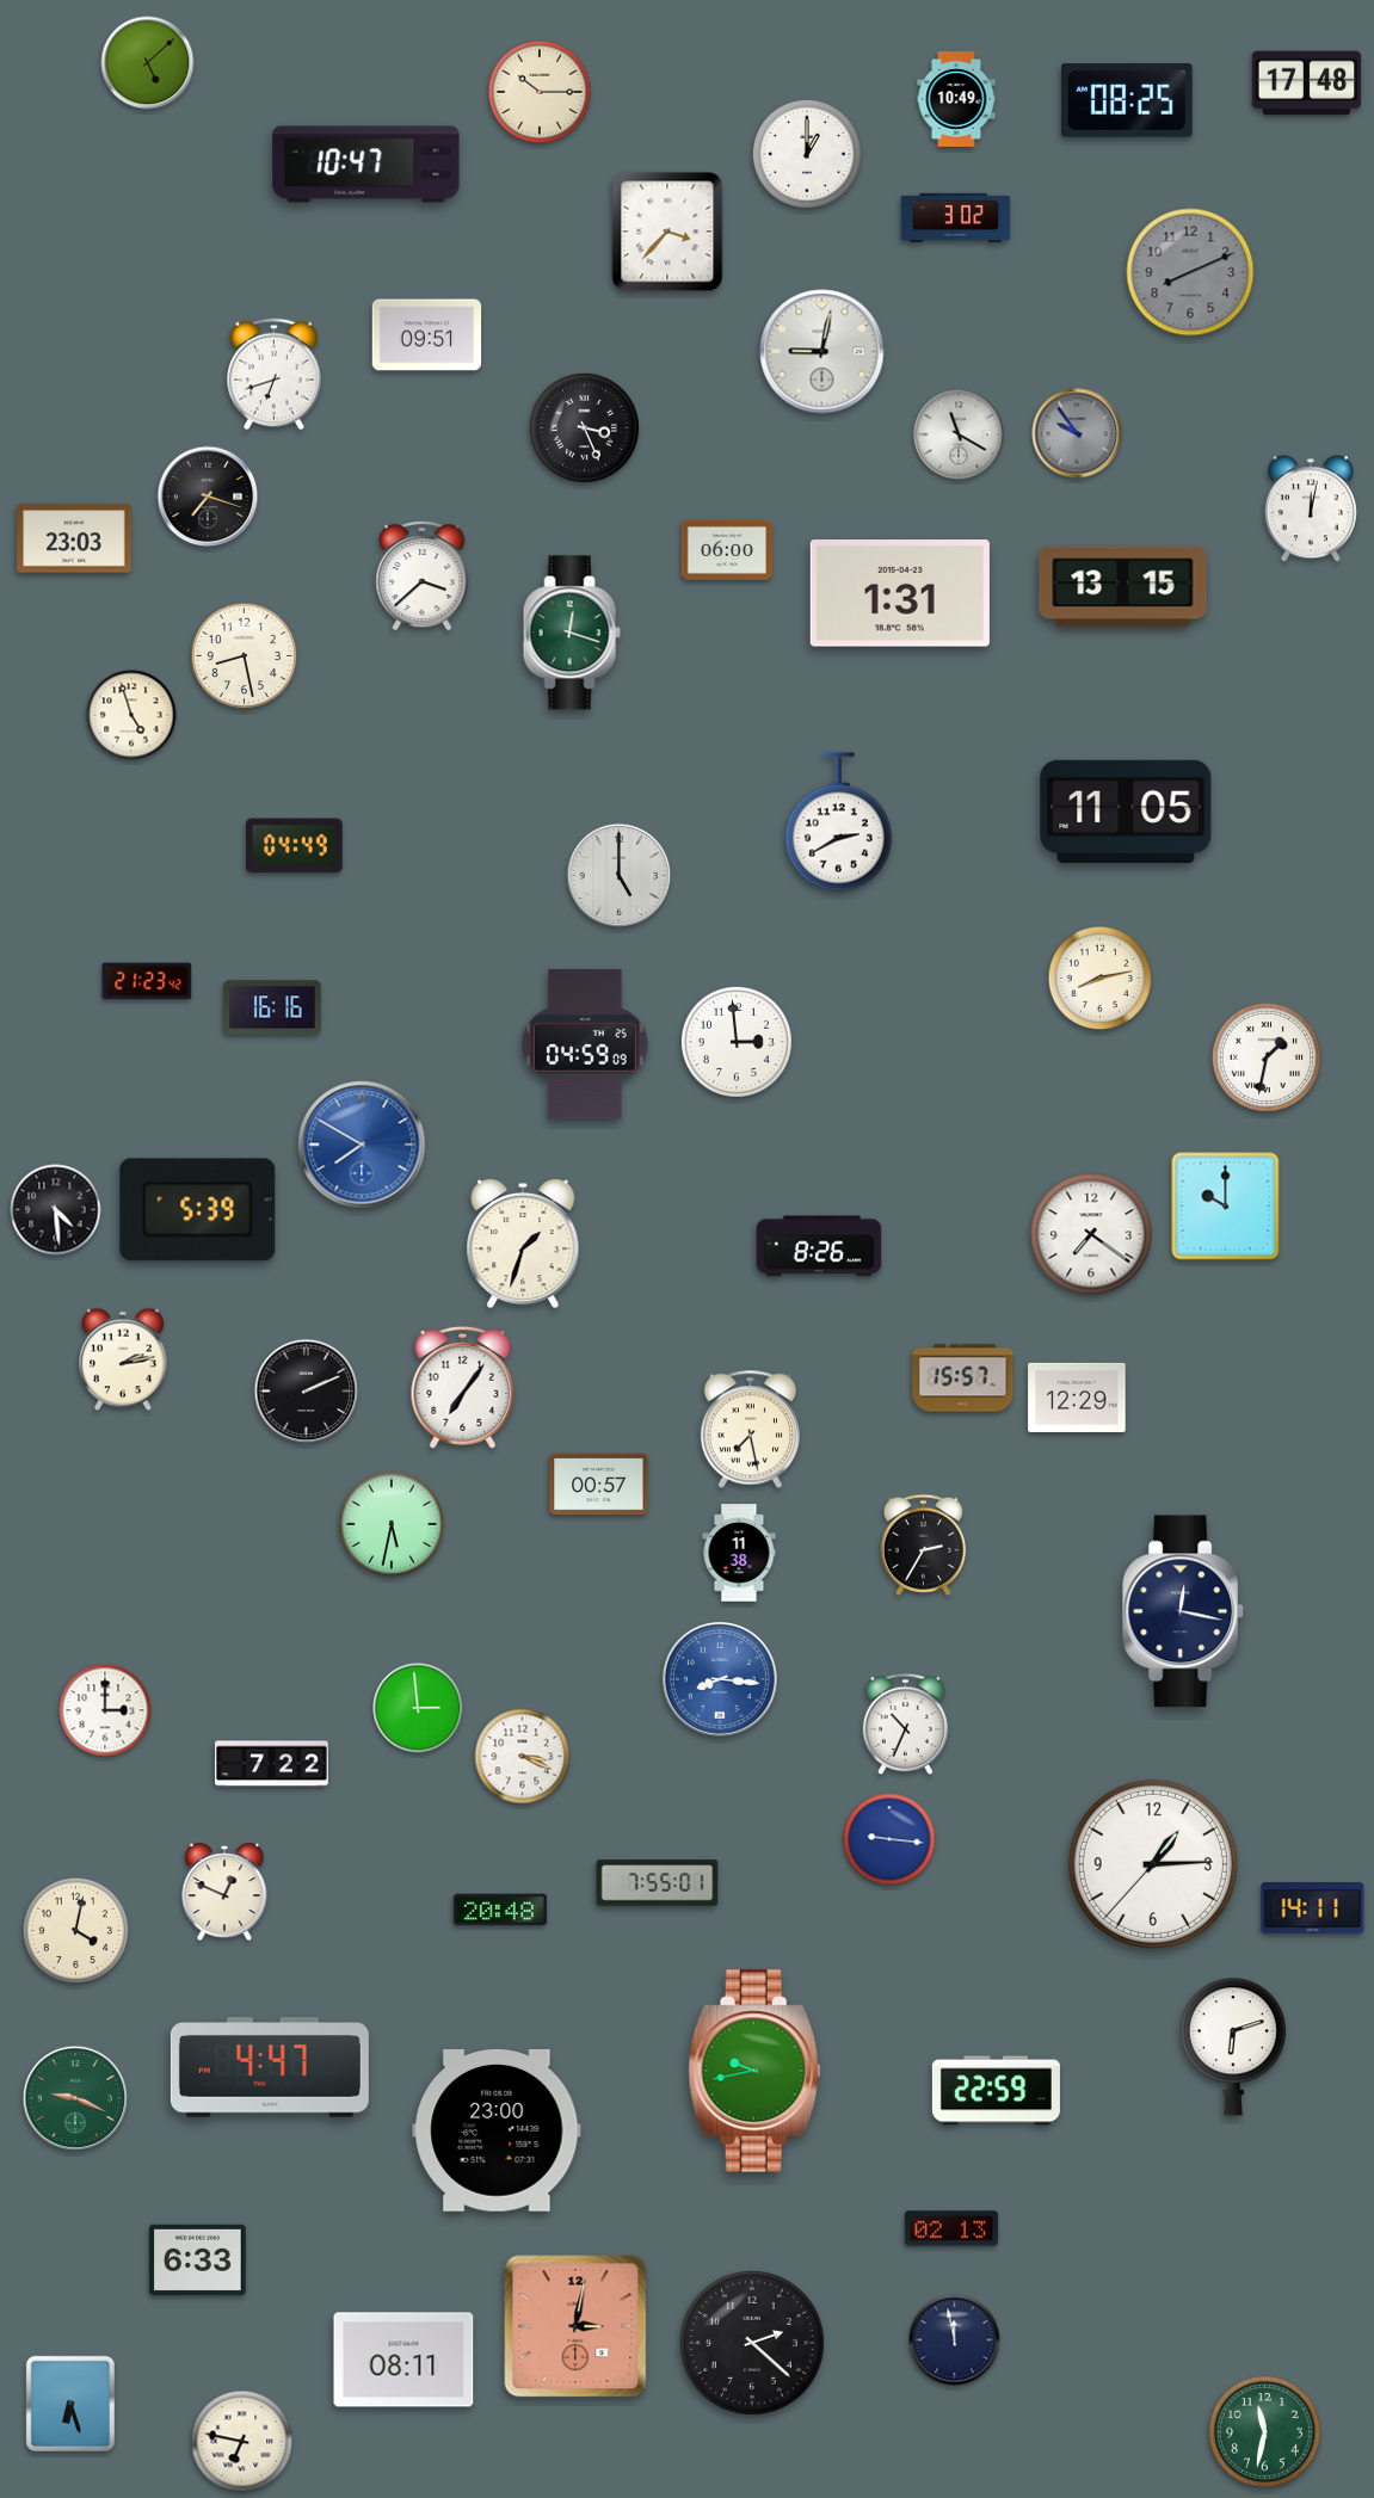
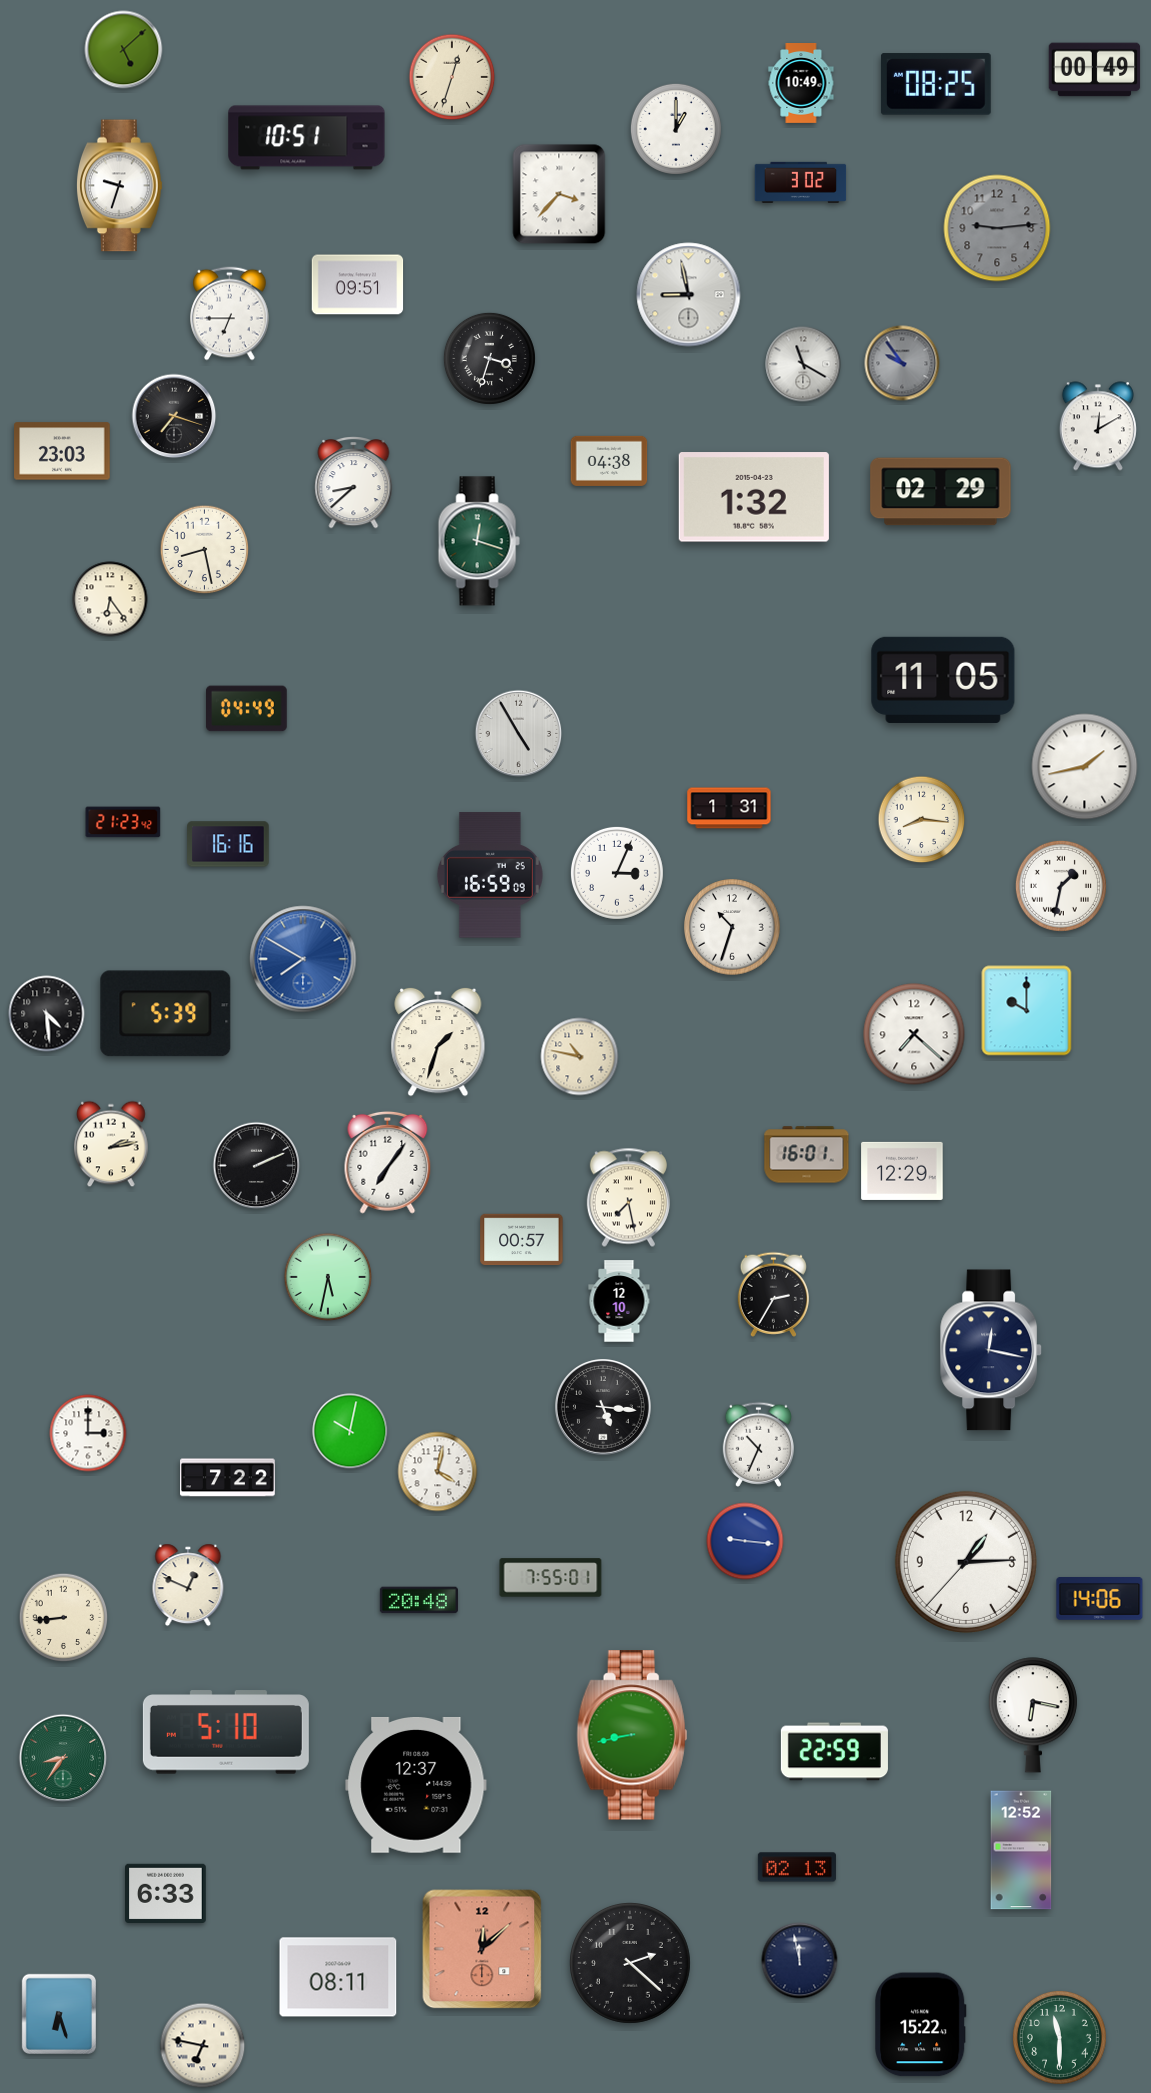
clock at (148, 63) position: (148, 63) -> (124, 50)
clock at (1307, 84): 17:48 -> 00:49
clock at (540, 92): 10:15 -> 12:33
clock at (1127, 100) position: (1127, 100) -> (936, 84)
clock at (366, 165): 10:47 -> 10:51
clock at (119, 186): none -> 9:33
clock at (1190, 272): 8:11 -> 9:14
clock at (427, 335) position: (427, 335) -> (358, 285)
clock at (822, 352): 9:02 -> 8:58
clock at (275, 375): 6:42 -> 6:45
clock at (584, 427): 3:26 -> 3:33
clock at (1311, 508): 12:02 -> 12:10
clock at (727, 550): 06:00 -> 04:38
clock at (423, 576): 3:38 -> 8:38
clock at (1123, 587): 13:15 -> 02:29
clock at (900, 593): 1:31 -> 1:32
clock at (572, 633) position: (572, 633) -> (479, 541)
clock at (131, 715): 4:57 -> 6:24
clock at (838, 822): 2:40 -> none
clock at (620, 876): 5:00 -> 4:55
clock at (1085, 767): none -> 1:43
clock at (729, 808): none -> 1:31
clock at (1101, 979): 8:13 -> 8:16
clock at (737, 1042): 2:59 -> 3:04
clock at (585, 1044): 04:59 -> 16:59
clock at (732, 927): none -> 10:33
clock at (1091, 1234): 7:21 -> 7:22
clock at (819, 1246): 8:26 -> none
clock at (580, 1057): none -> 10:47
clock at (123, 1359) position: (123, 1359) -> (111, 1144)
clock at (963, 1378): 15:57 -> 16:01
clock at (599, 1485) position: (599, 1485) -> (522, 1240)
clock at (739, 1553): 11:38 -> 12:10
clock at (721, 1680): 8:16 -> 5:16
clock at (721, 1680) dial: blue -> black
clock at (418, 1708): 2:59 -> 10:02
clock at (523, 1757): 3:19 -> 4:02
clock at (1313, 1908): 14:11 -> 14:06
clock at (76, 1931): 4:02 -> 8:44
clock at (1233, 2047): 6:12 -> 6:17
clock at (270, 2067): 4:47 -> 5:10
clock at (754, 2071): 9:43 -> 8:43
clock at (75, 2098): 9:19 -> 8:36
clock at (497, 2130): 23:00 -> 12:37
clock at (1021, 1850): none -> 12:52
clock at (575, 2326): 3:02 -> 12:08
clock at (921, 2025): none -> 15:22
clock at (1264, 2431): 11:32 -> 11:30
